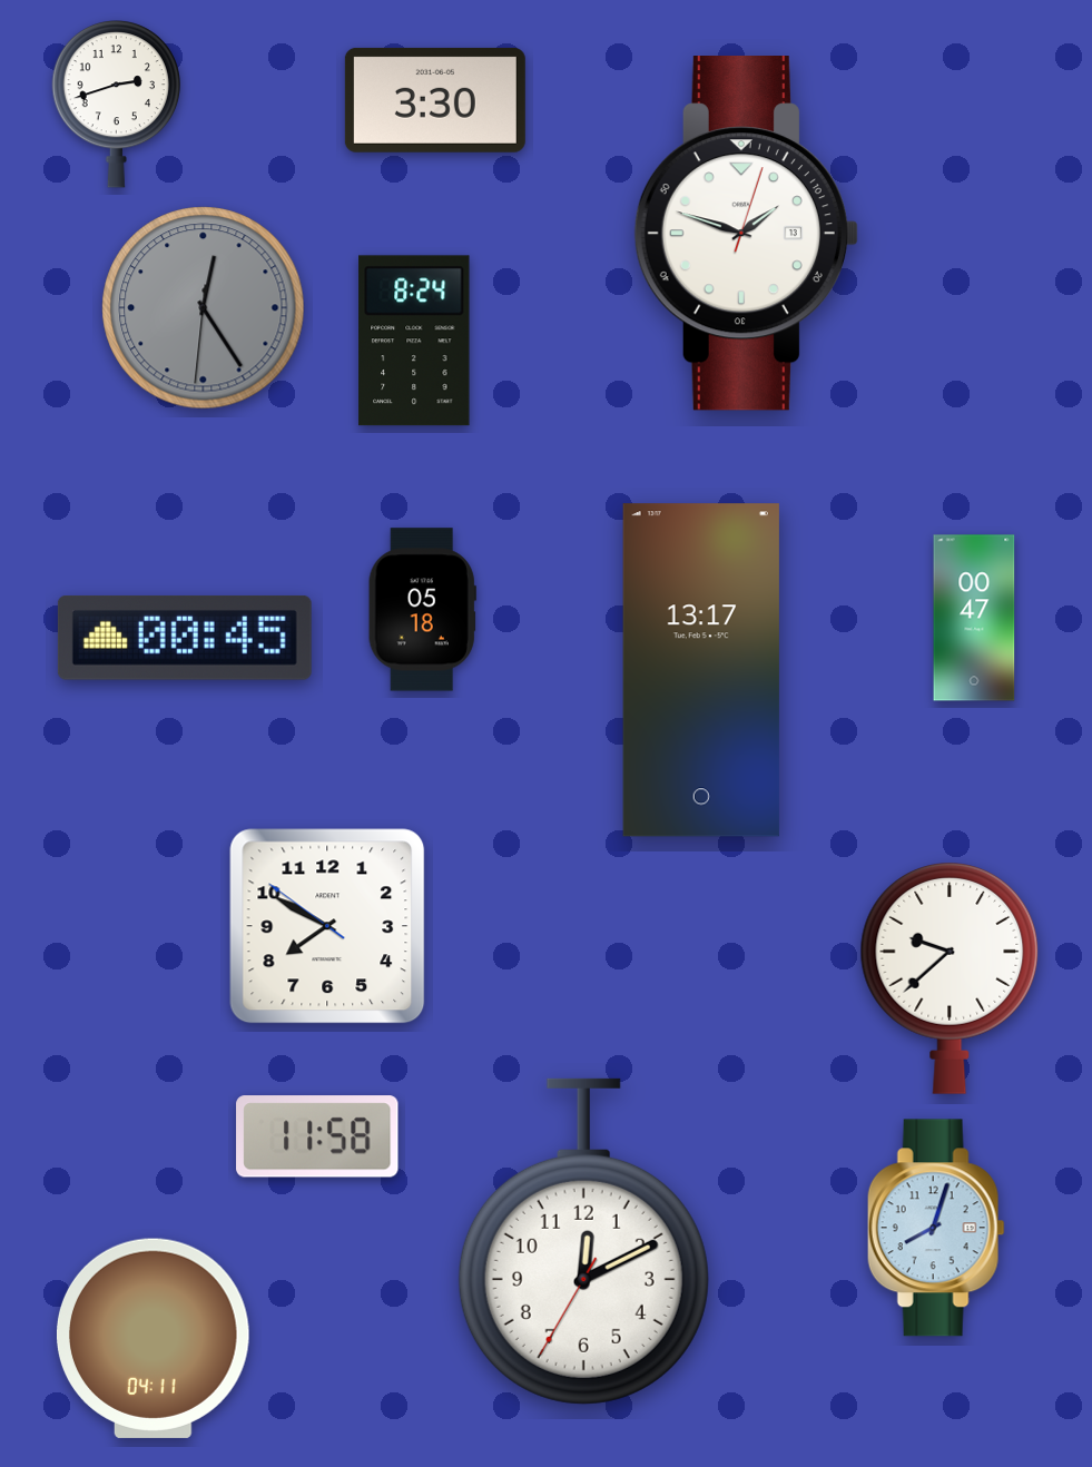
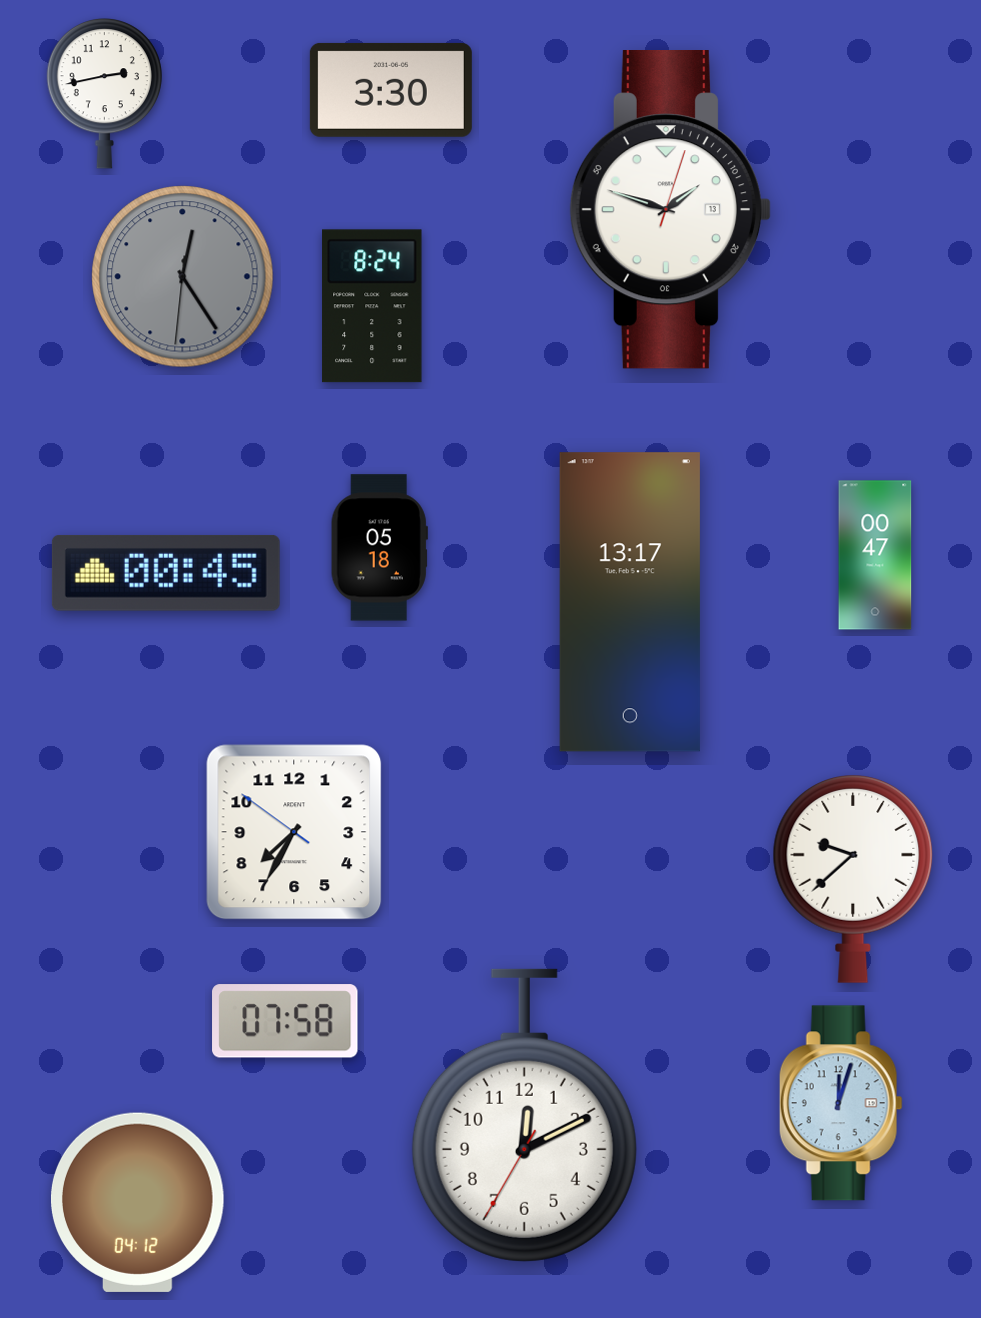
clock at (116, 105): 2:42 -> 2:43
clock at (327, 926): 7:49 -> 7:34
clock at (317, 1136): 11:58 -> 07:58
clock at (936, 1228): 8:03 -> 12:03
clock at (153, 1338): 04:11 -> 04:12
